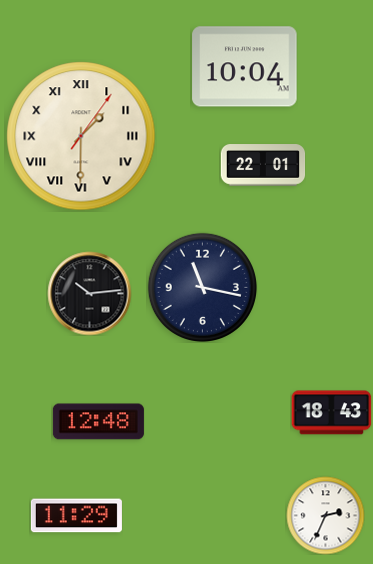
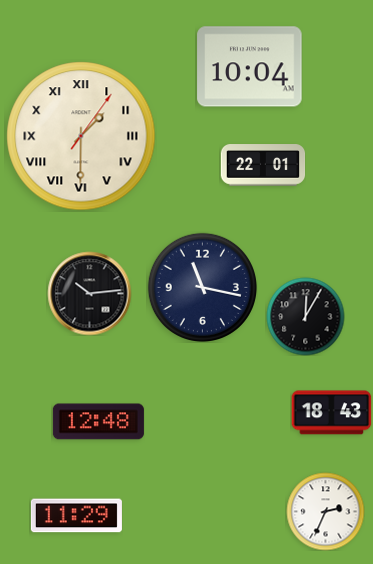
clock at (245, 67) position: (245, 67) -> (250, 67)
clock at (305, 316): none -> 12:05
clock at (325, 515) position: (325, 515) -> (325, 511)
